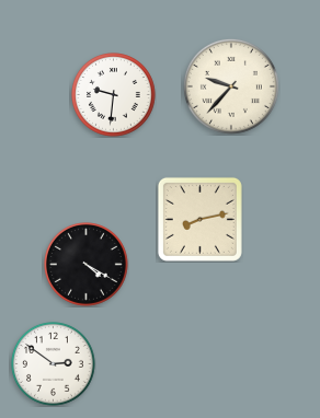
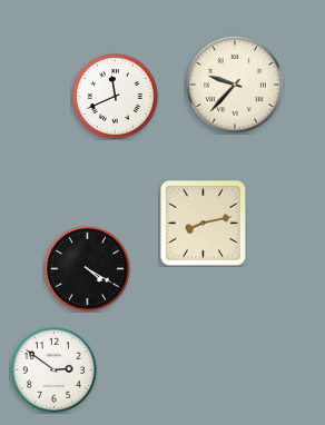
clock at (231, 86) position: (231, 86) -> (235, 85)
clock at (114, 95): 9:31 -> 11:41
